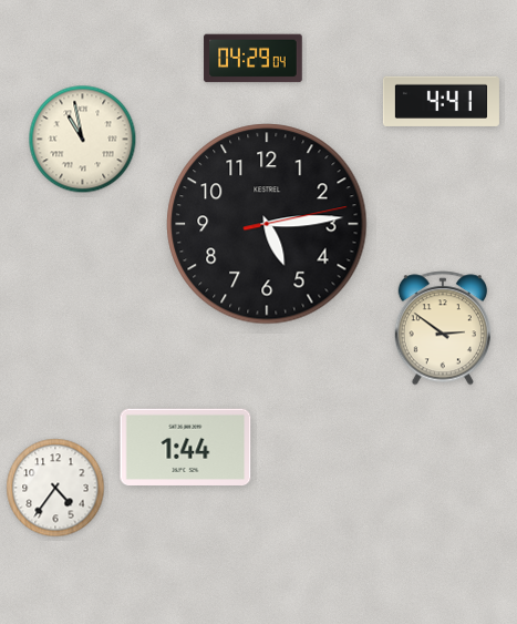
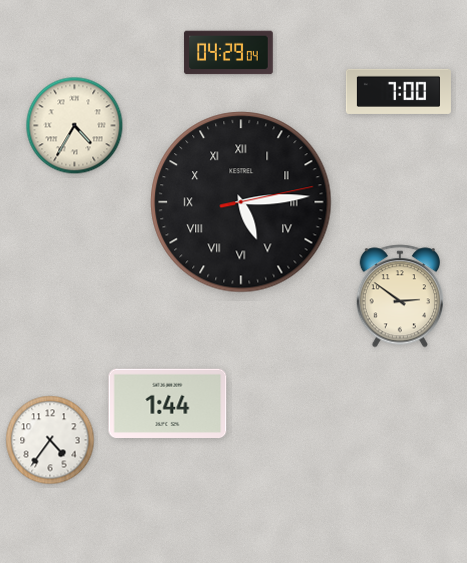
clock at (441, 101): 4:41 -> 7:00
clock at (83, 140): 10:58 -> 4:35
clock at (267, 224) numerals: Arabic -> Roman
